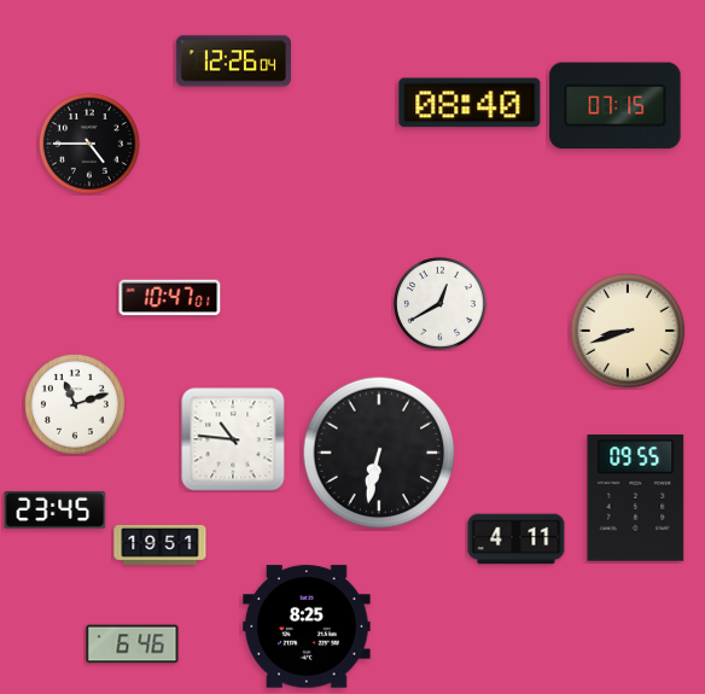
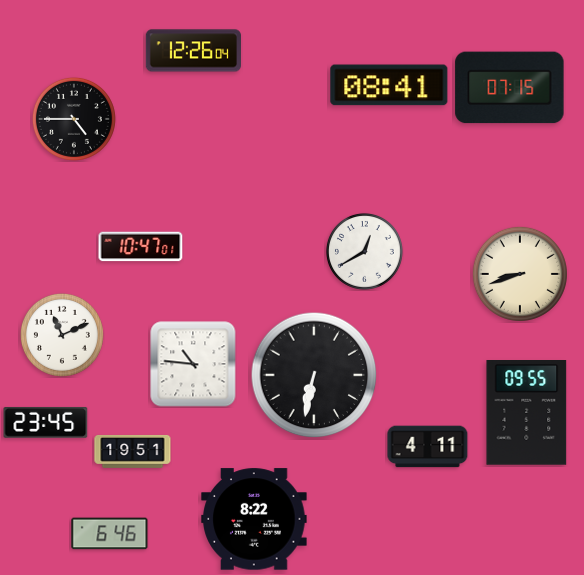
clock at (470, 103): 08:40 -> 08:41
clock at (75, 404): 11:12 -> 11:11
clock at (307, 626): 8:25 -> 8:22
